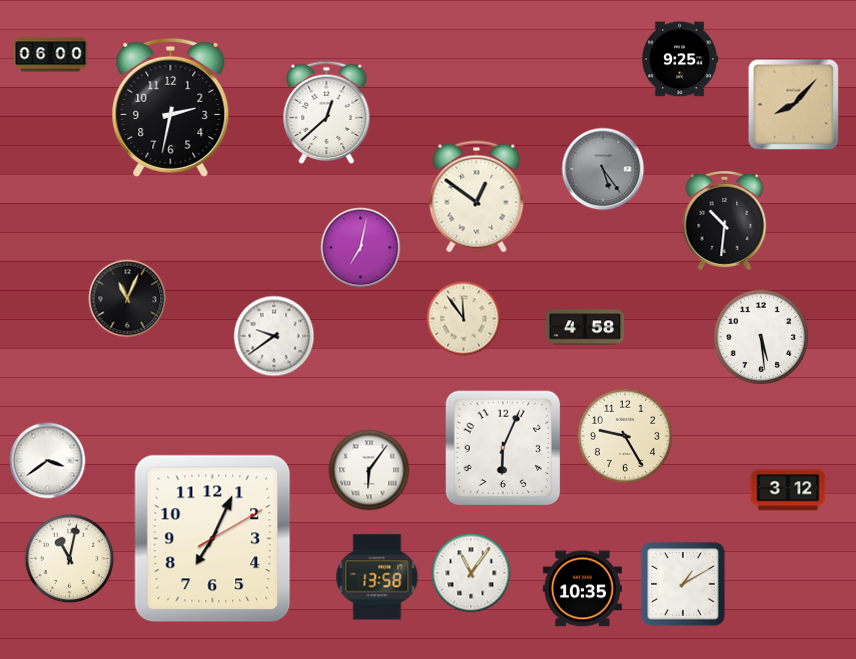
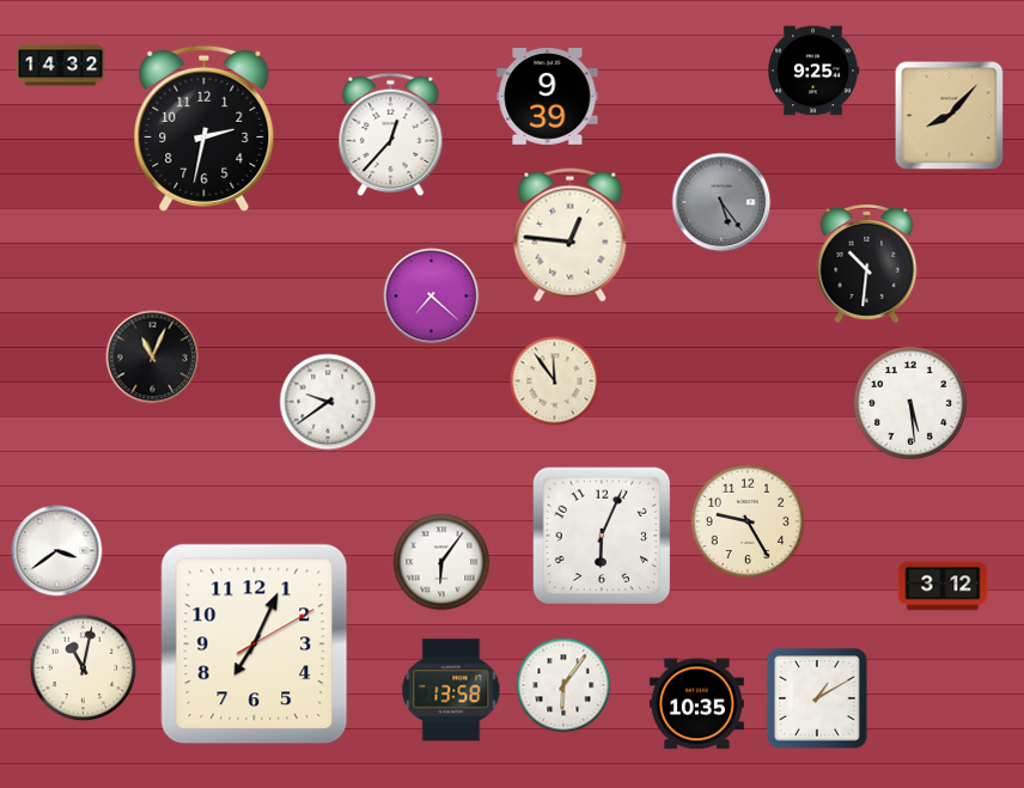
clock at (51, 55): 06:00 -> 14:32
clock at (548, 97): none -> 9:39
clock at (794, 105) position: (794, 105) -> (950, 116)
clock at (327, 112): 12:38 -> 12:37
clock at (477, 197): 12:51 -> 12:46
clock at (361, 248): 7:02 -> 7:22
clock at (584, 327): 4:58 -> none
clock at (471, 573): 11:06 -> 6:06
